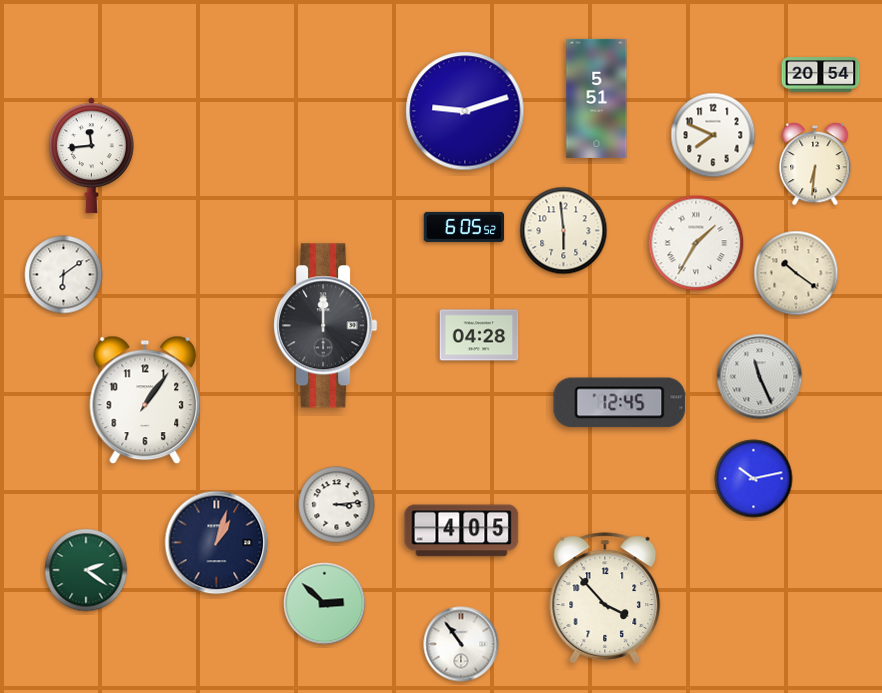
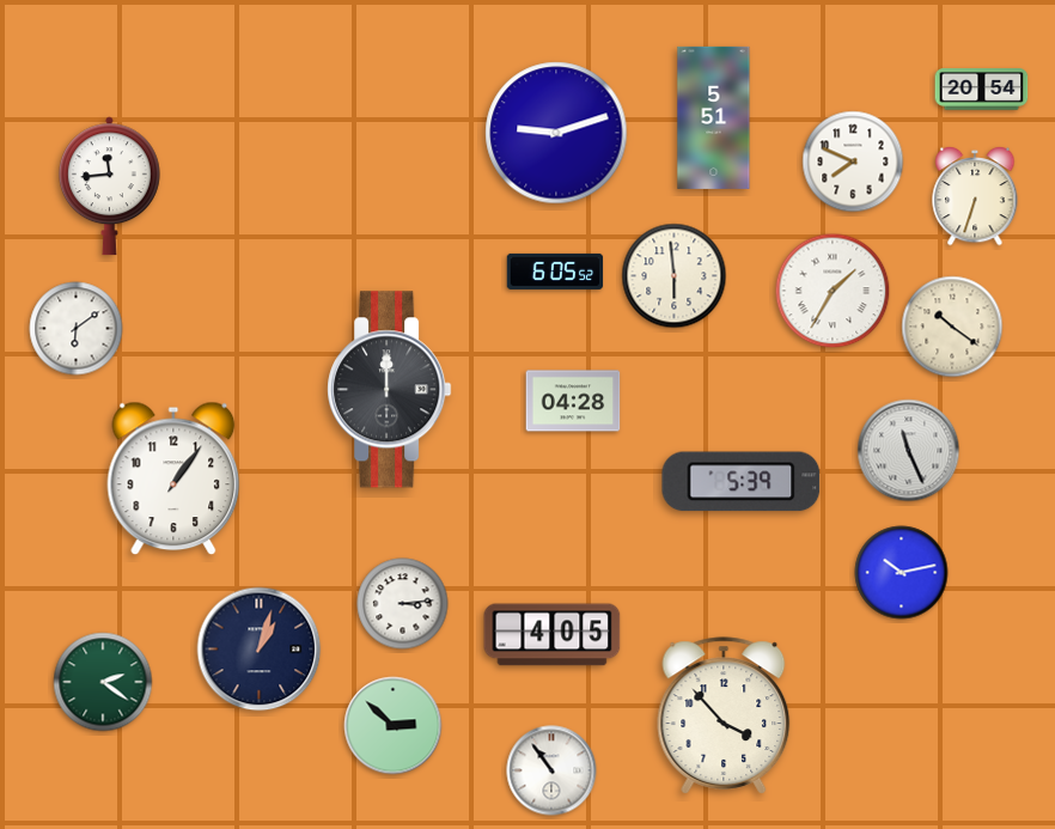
clock at (815, 164): 6:31 -> 6:33
clock at (620, 403): 12:45 -> 5:39
clock at (325, 604) position: (325, 604) -> (394, 726)
